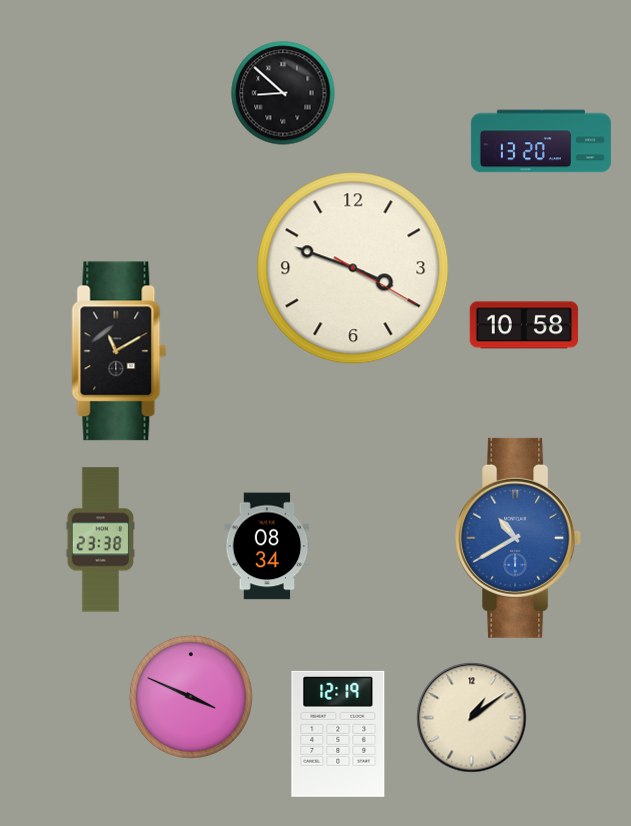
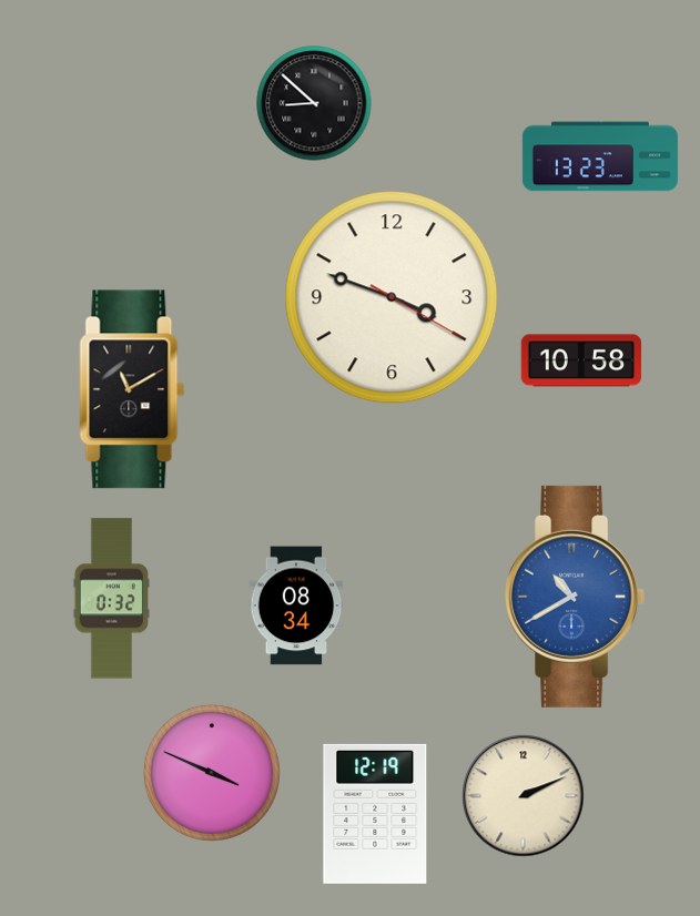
clock at (541, 141): 13:20 -> 13:23
clock at (100, 540): 23:38 -> 0:32
clock at (472, 718): 1:09 -> 2:11
